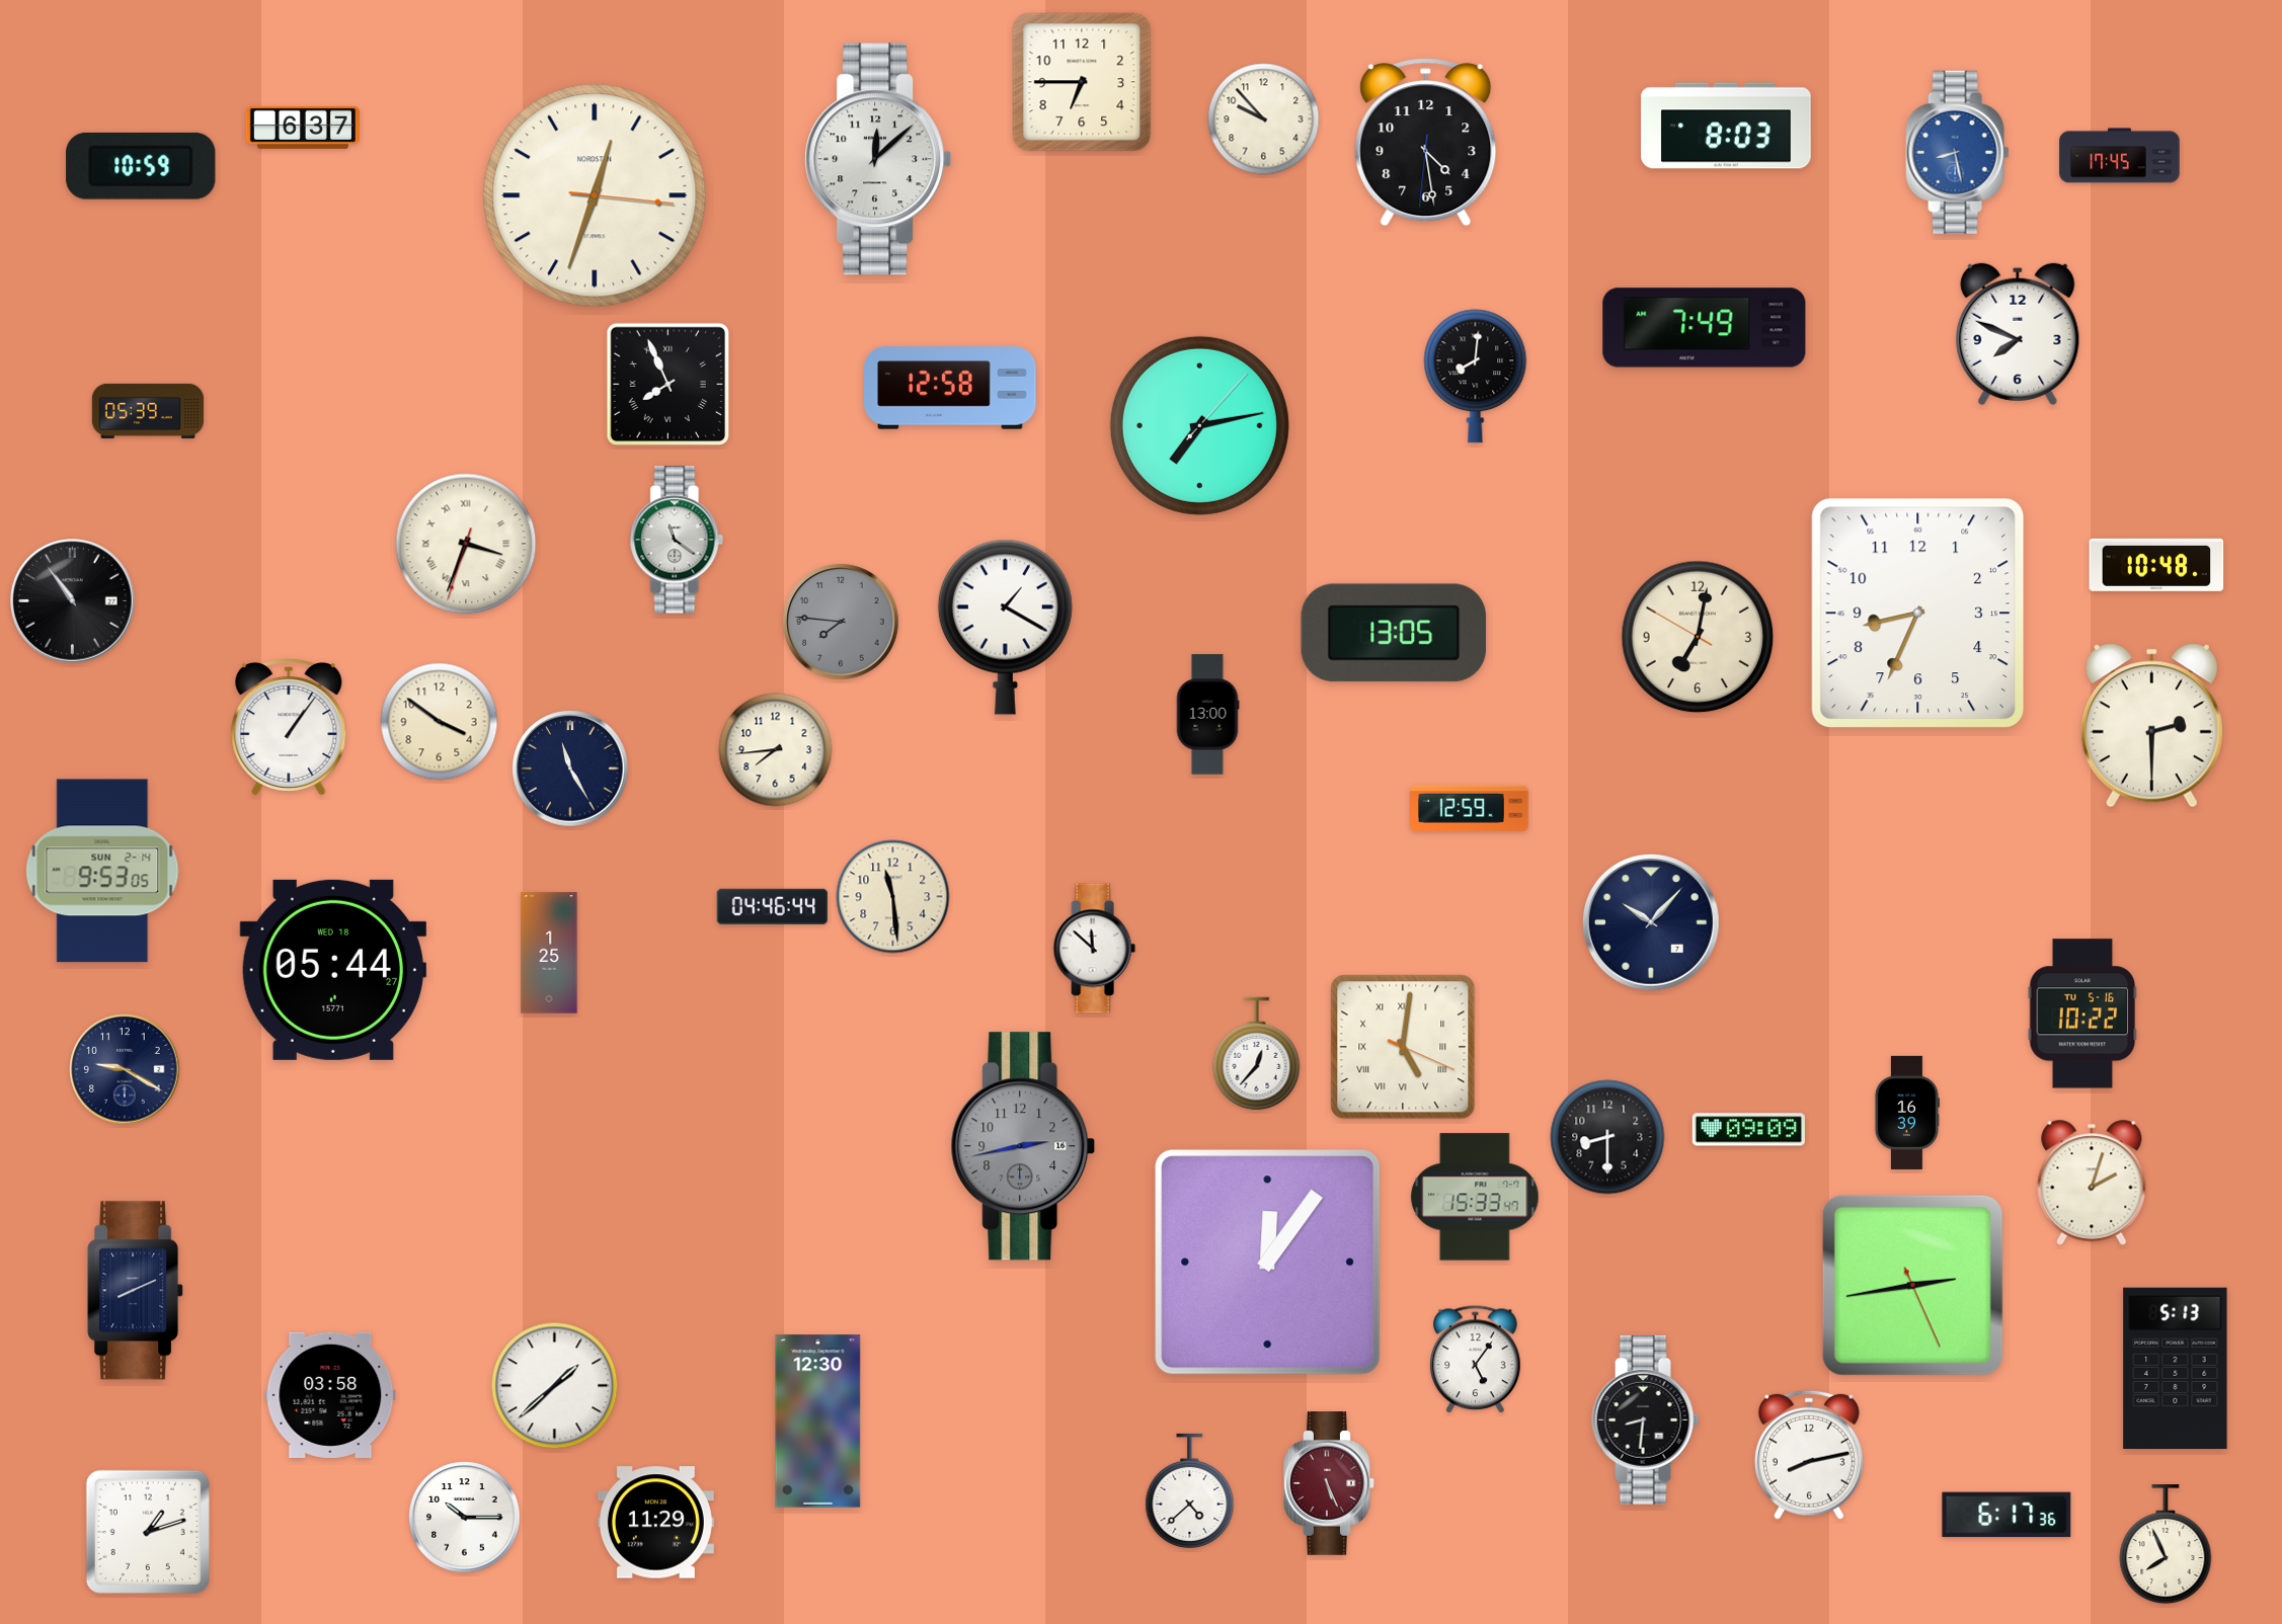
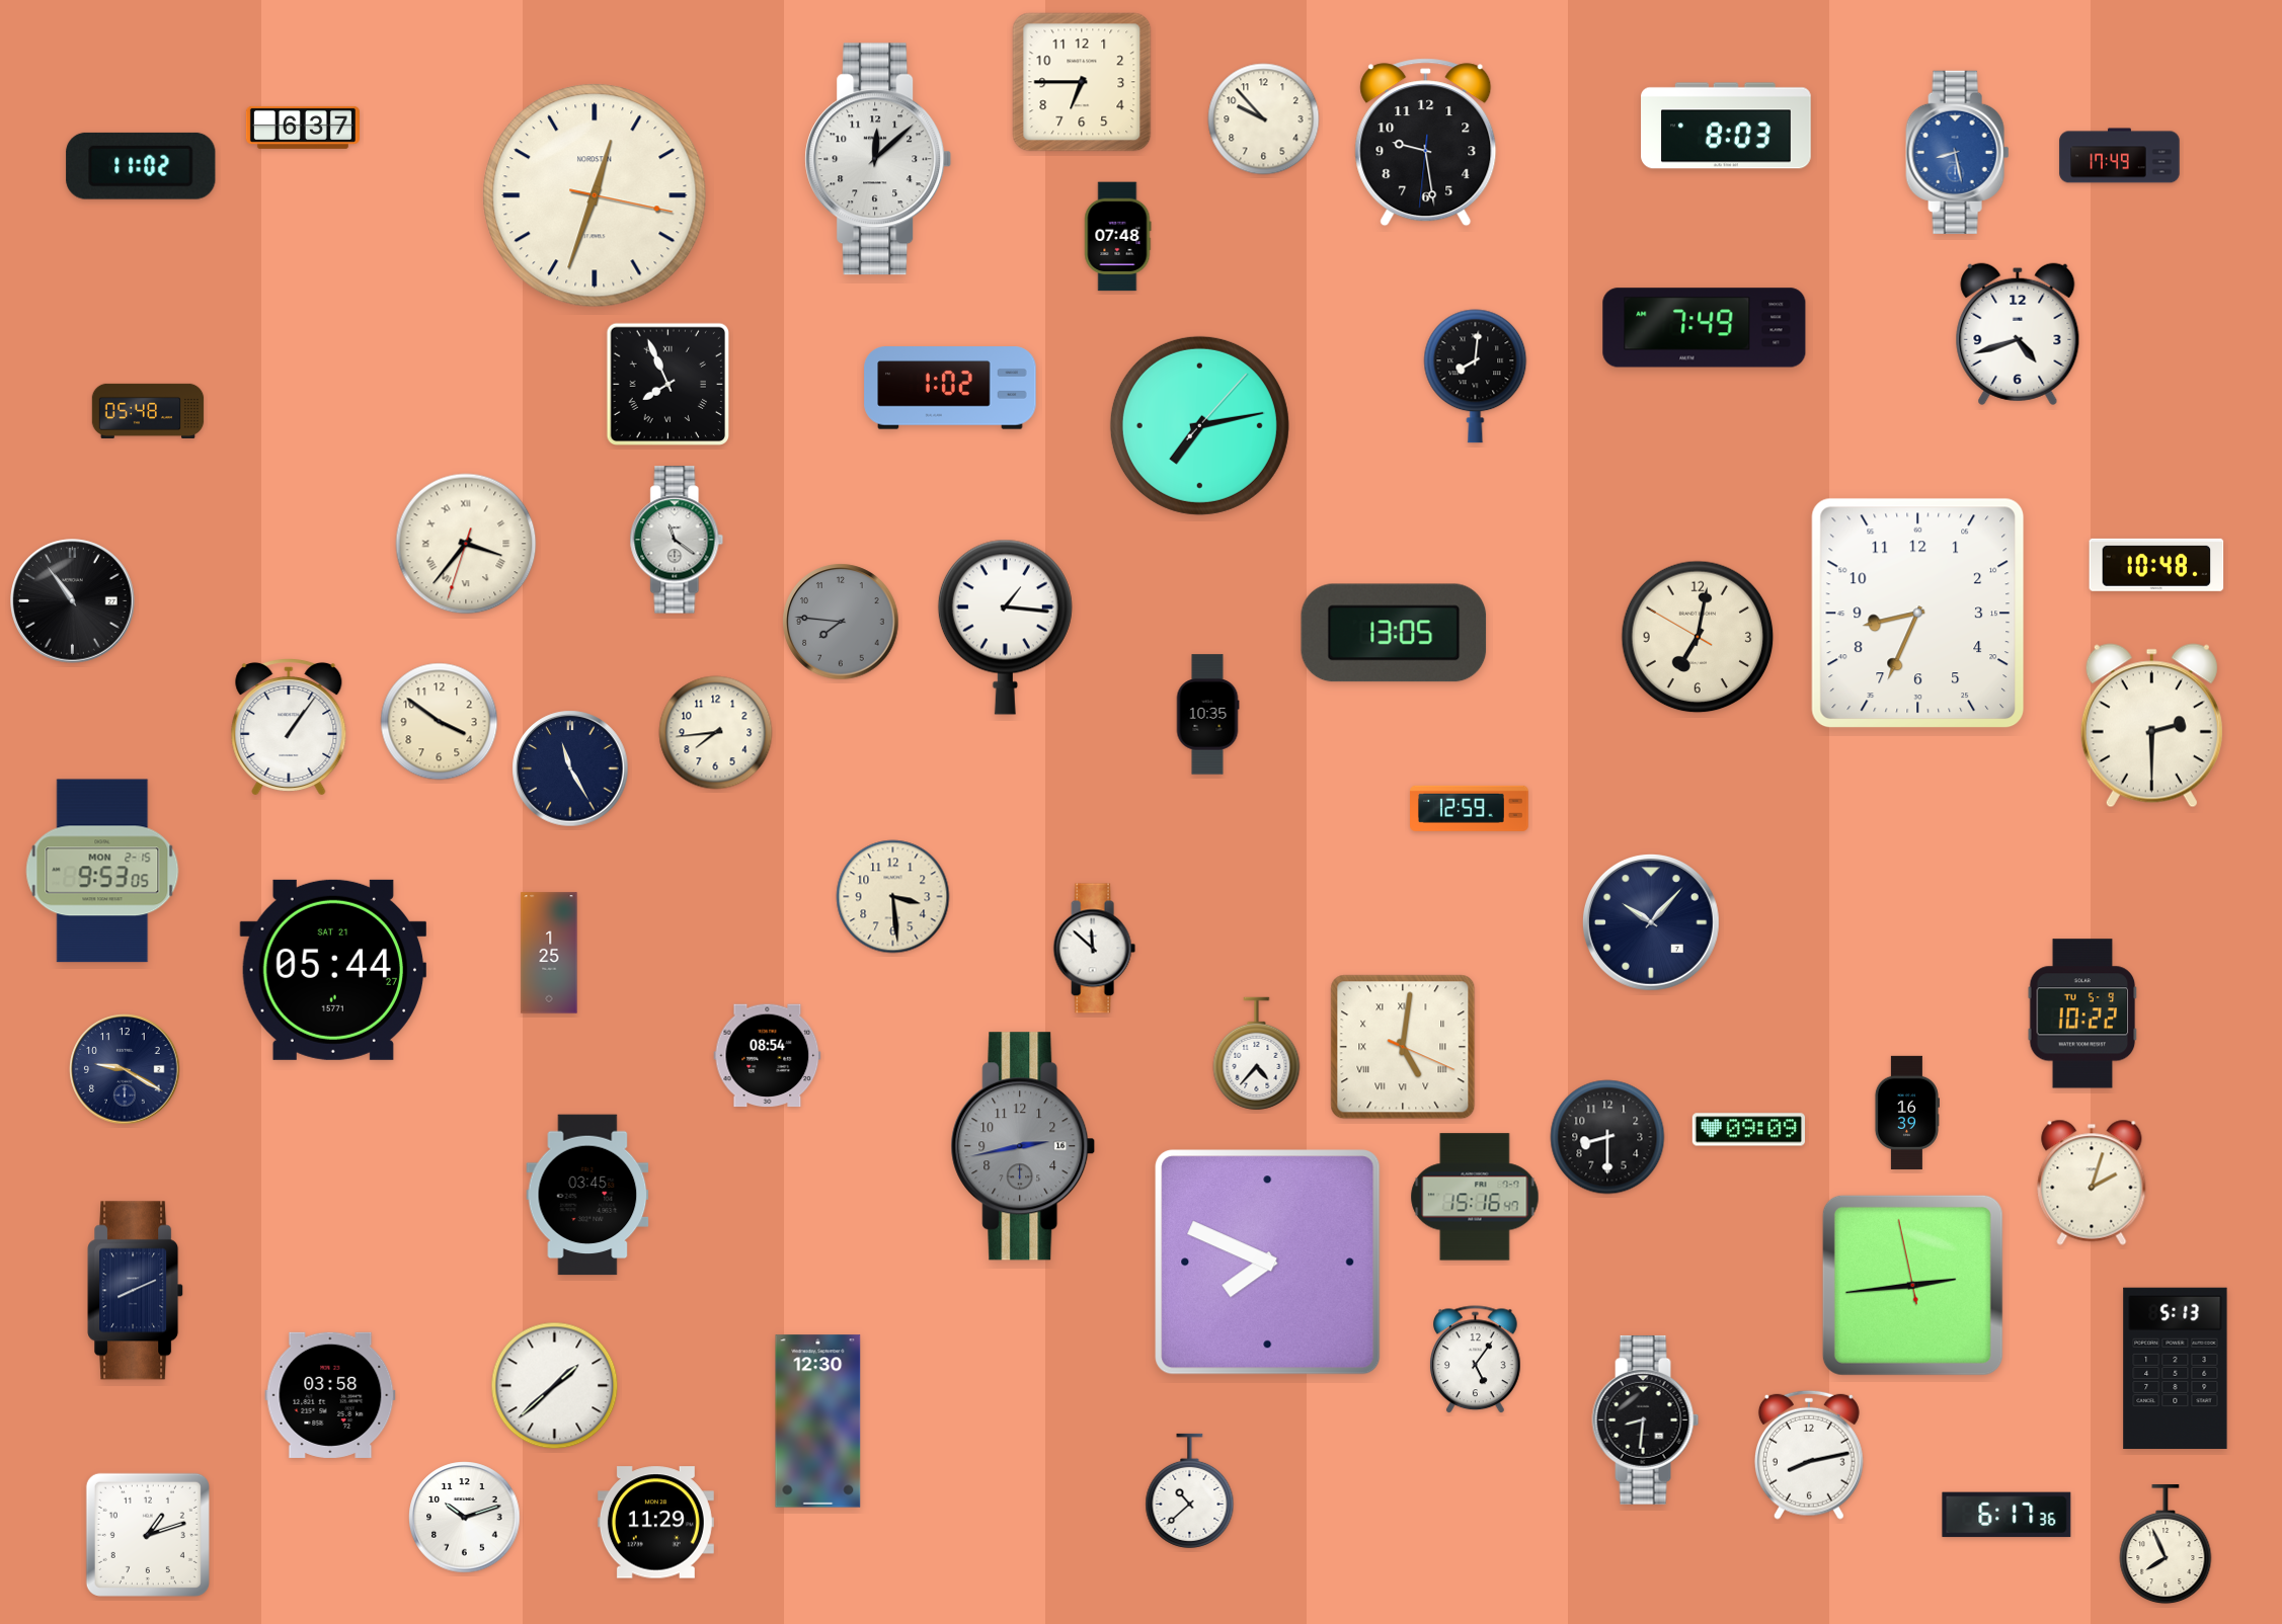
clock at (1426, 143): 4:28 -> 9:28
clock at (2120, 156): 17:45 -> 17:49
clock at (141, 166): 10:59 -> 11:02
clock at (595, 195): 12:33:16 -> 12:33:17
clock at (1118, 237): none -> 07:48
clock at (2018, 334): 7:49 -> 4:42
clock at (950, 388): 12:58 -> 1:02
clock at (148, 411): 05:39 -> 05:48
clock at (466, 544): 3:33 -> 3:36
clock at (1005, 627): 1:20 -> 1:16
clock at (1207, 715): 13:00 -> 10:35
clock at (776, 750) position: (776, 750) -> (716, 733)
clock at (102, 871) date: SUN 2-14 -> MON 2-15
clock at (893, 897): 11:29 -> 3:29
clock at (773, 906): 04:46 -> none
clock at (332, 970) date: WED 18 -> SAT 21
clock at (2082, 1013) date: TU 5-16 -> TU 5-9
clock at (1257, 1054): 12:37 -> 4:37
clock at (768, 1056): none -> 08:54
clock at (587, 1195): none -> 03:45
clock at (1475, 1197): 15:33 -> 15:16
clock at (1268, 1263): 12:06 -> 7:49
clock at (1912, 1285): 2:43:26 -> 2:43:58
clock at (1330, 1484): 5:26 -> none
clock at (1190, 1490): 4:38 -> 10:38
clock at (465, 1518): 10:15 -> 10:12
clock at (148, 1532) position: (148, 1532) -> (148, 1535)
